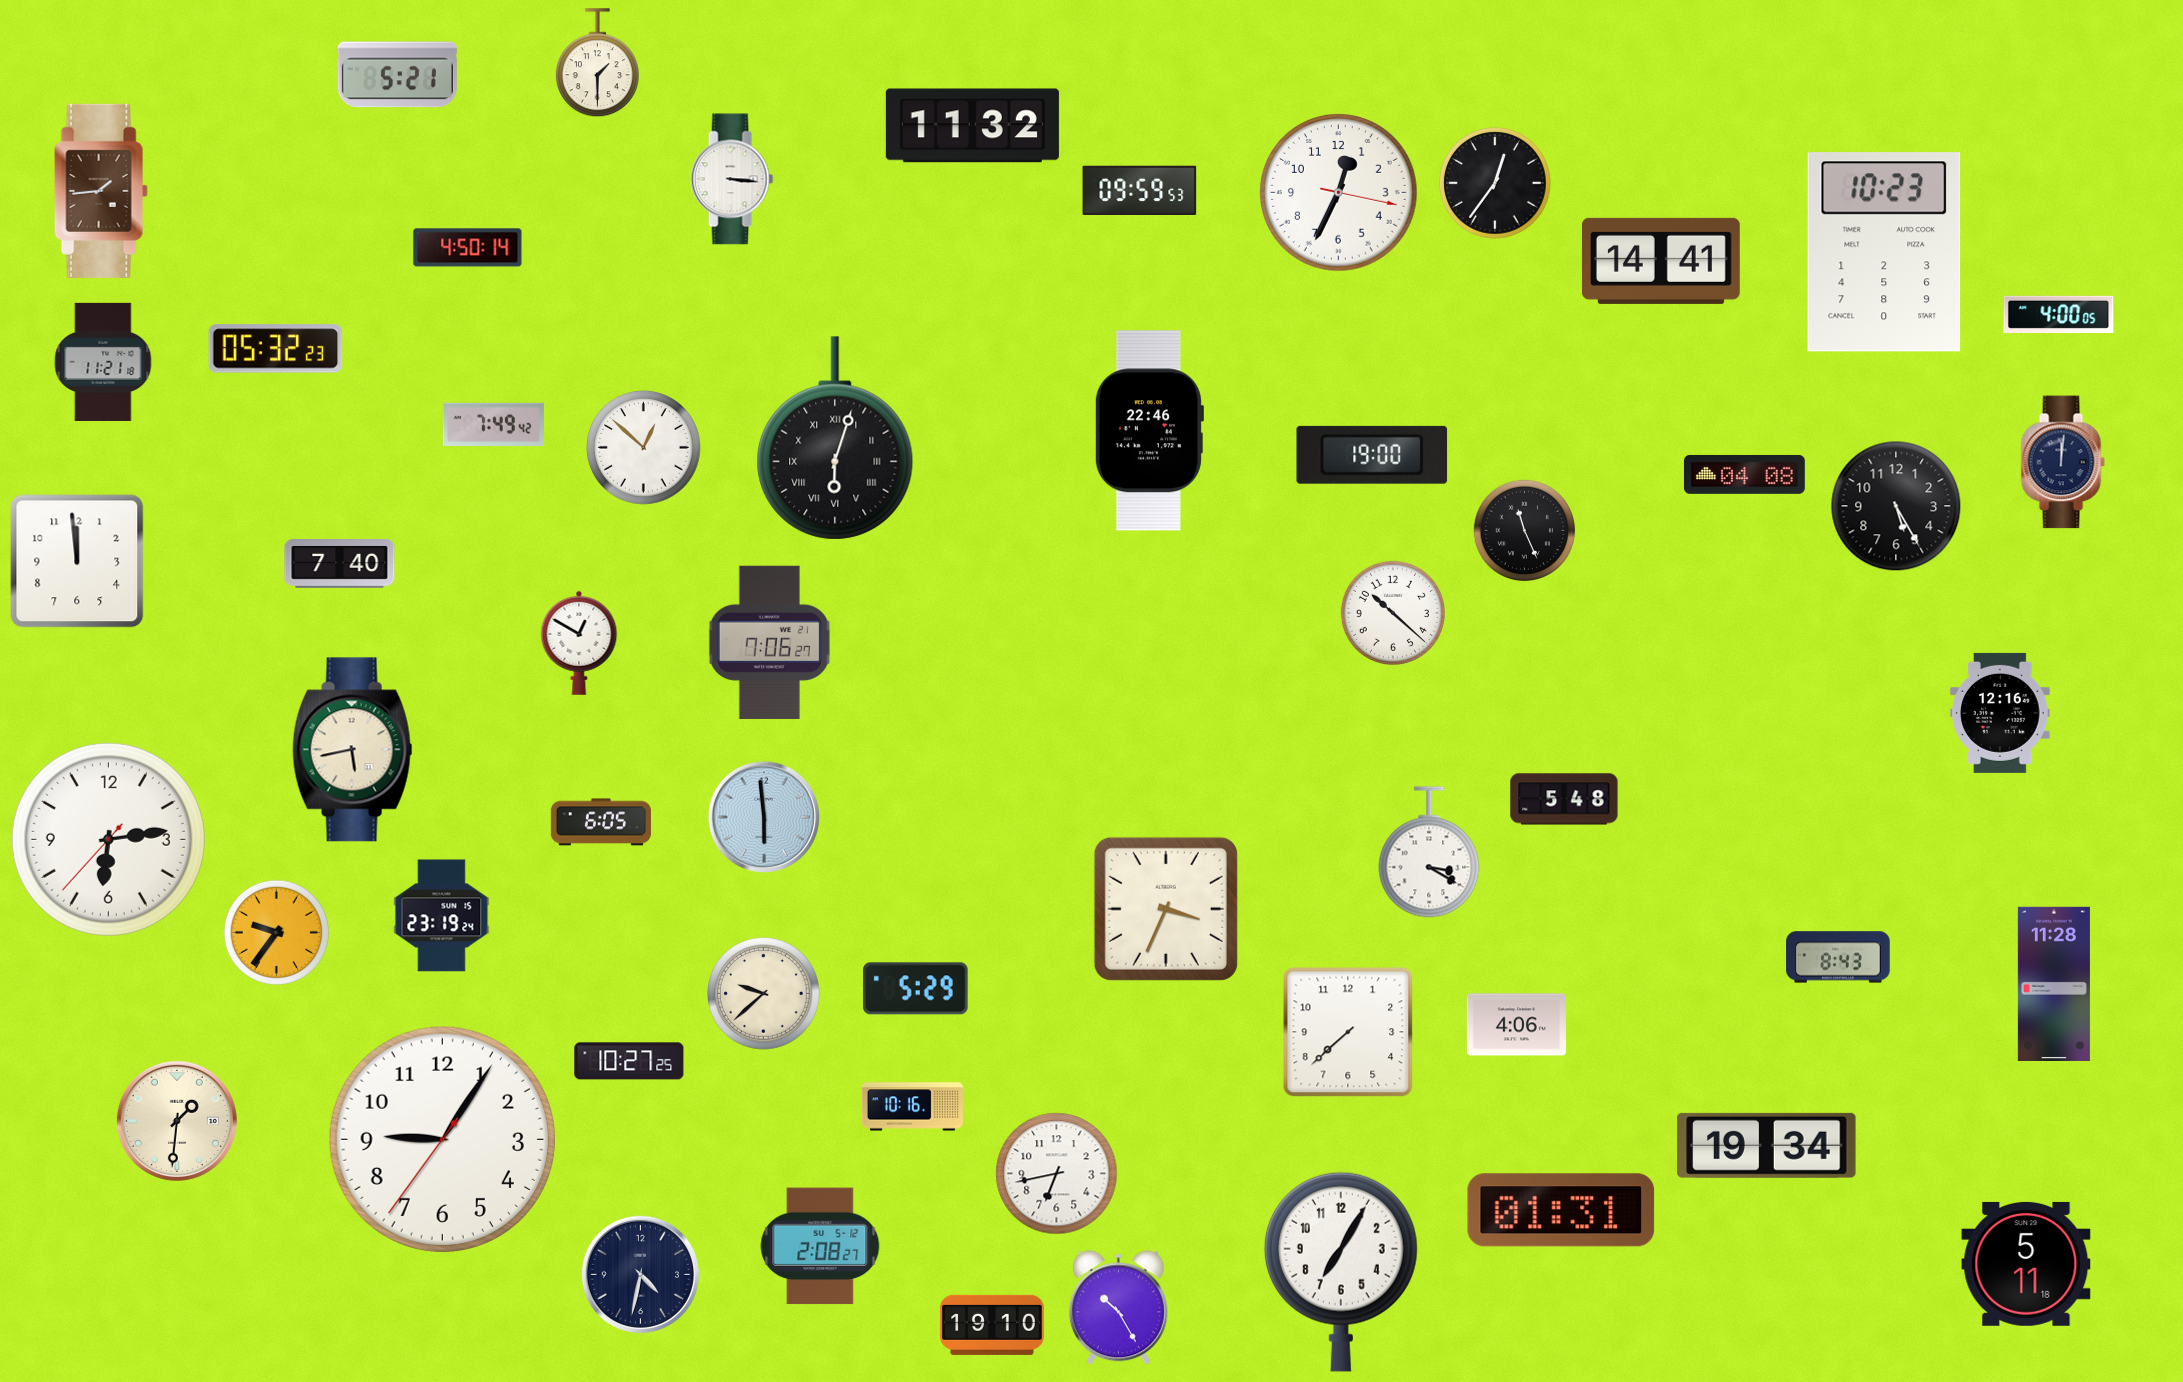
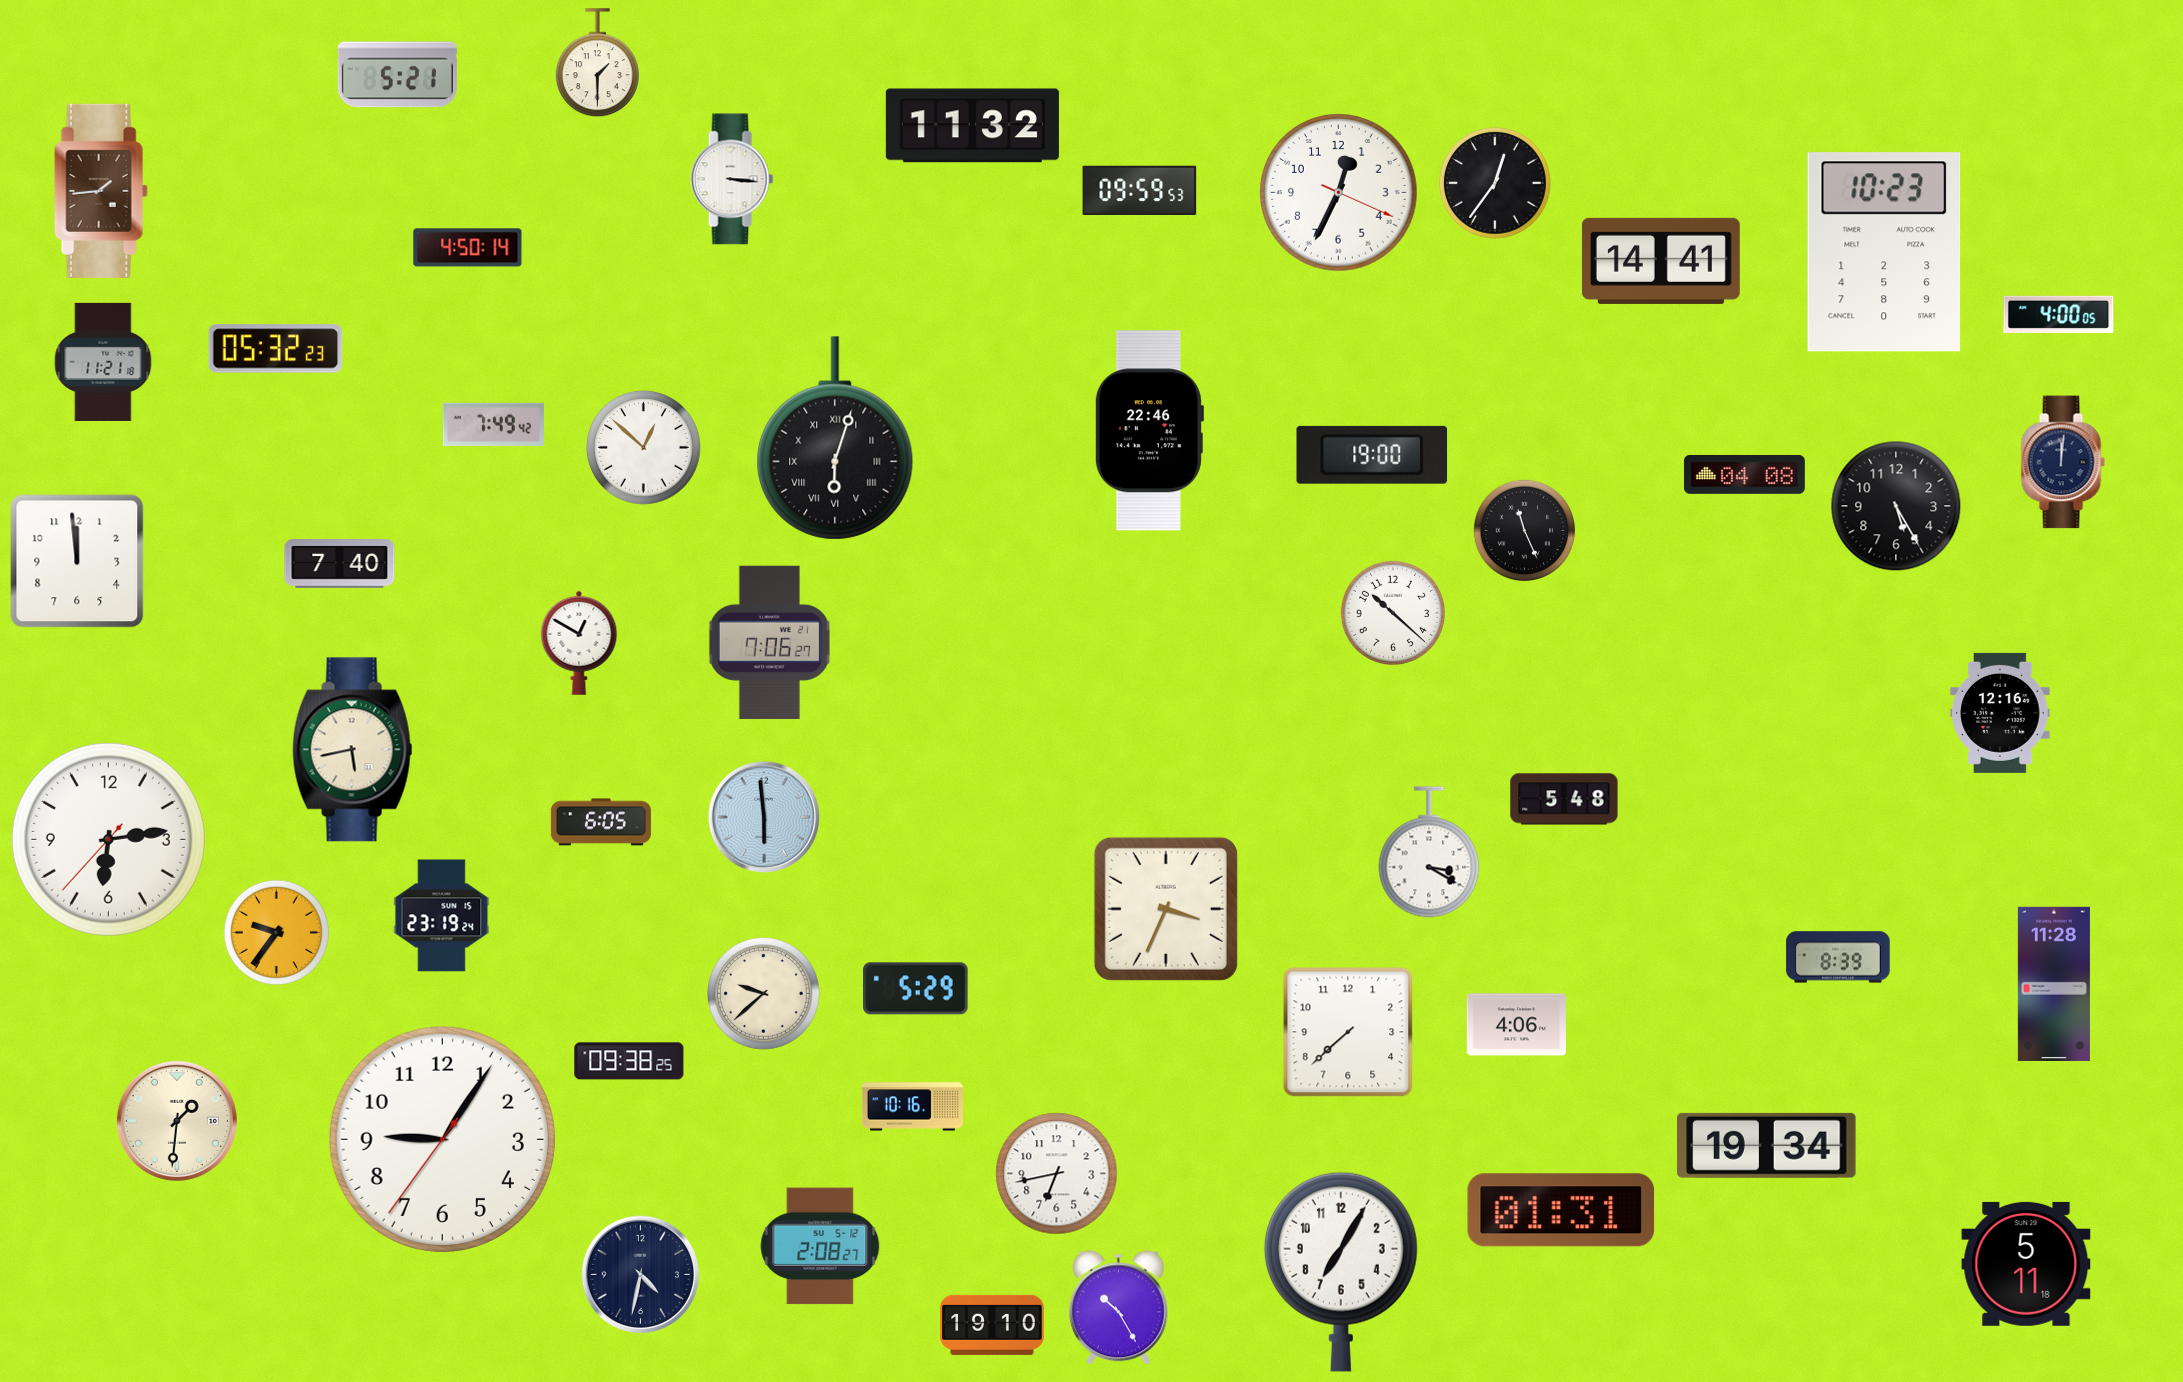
clock at (1339, 193): 12:34:17 -> 12:34:19
clock at (1838, 957): 8:43 -> 8:39
clock at (629, 1061): 10:27 -> 09:38
